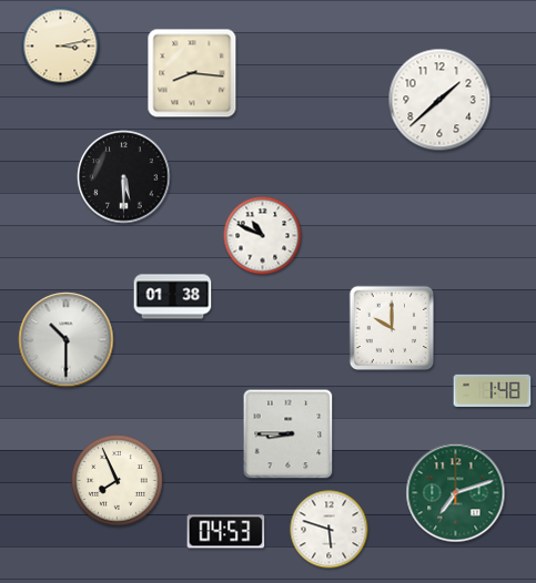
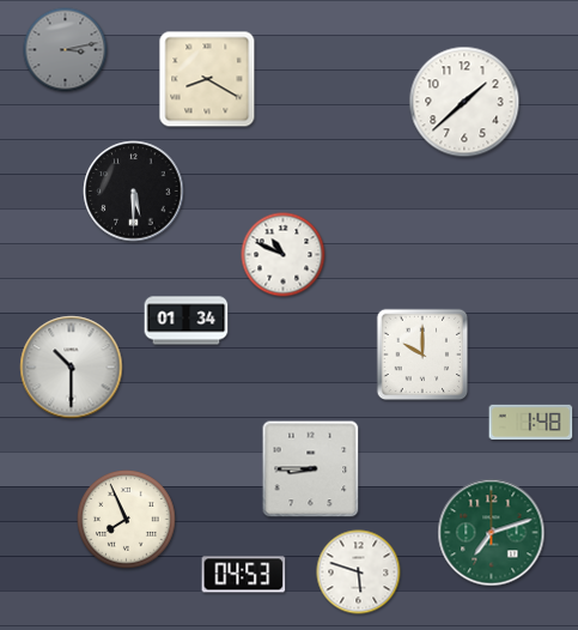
clock at (61, 47) dial: cream -> grey
clock at (192, 73): 8:16 -> 8:20
clock at (439, 100) position: (439, 100) -> (464, 102)
clock at (173, 297): 01:38 -> 01:34
clock at (330, 530) position: (330, 530) -> (359, 573)
